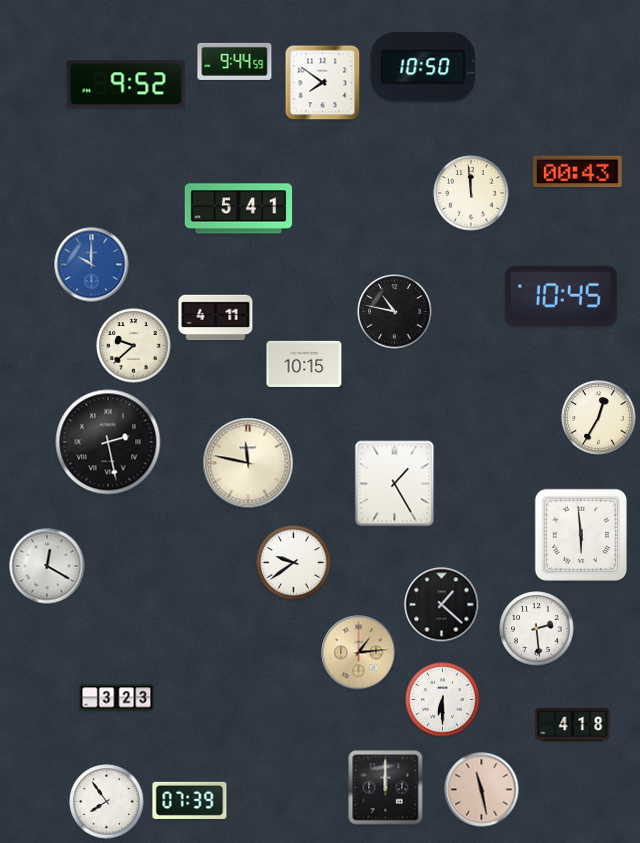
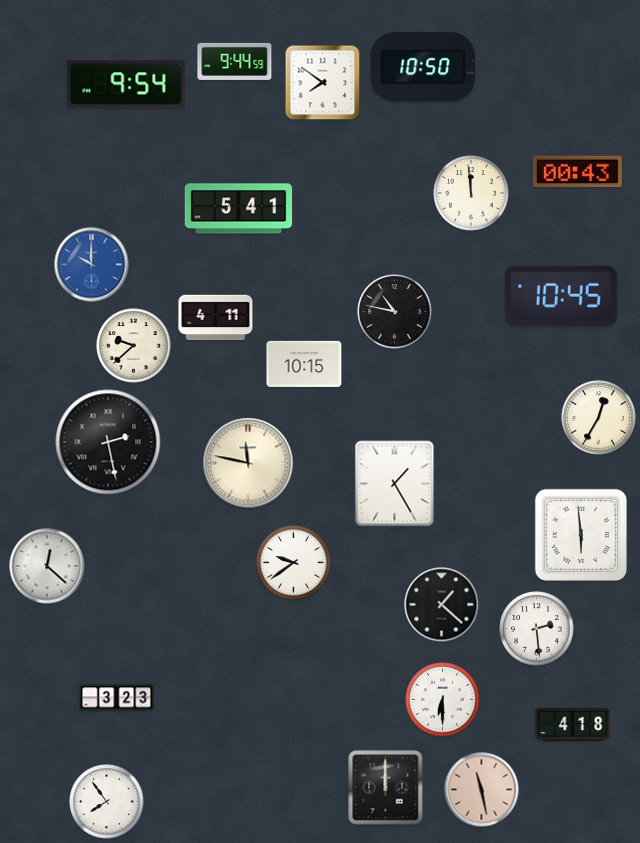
clock at (126, 84): 9:52 -> 9:54
clock at (47, 566): 12:20 -> 12:22
clock at (359, 653): 1:14 -> none
clock at (190, 800): 07:39 -> none
